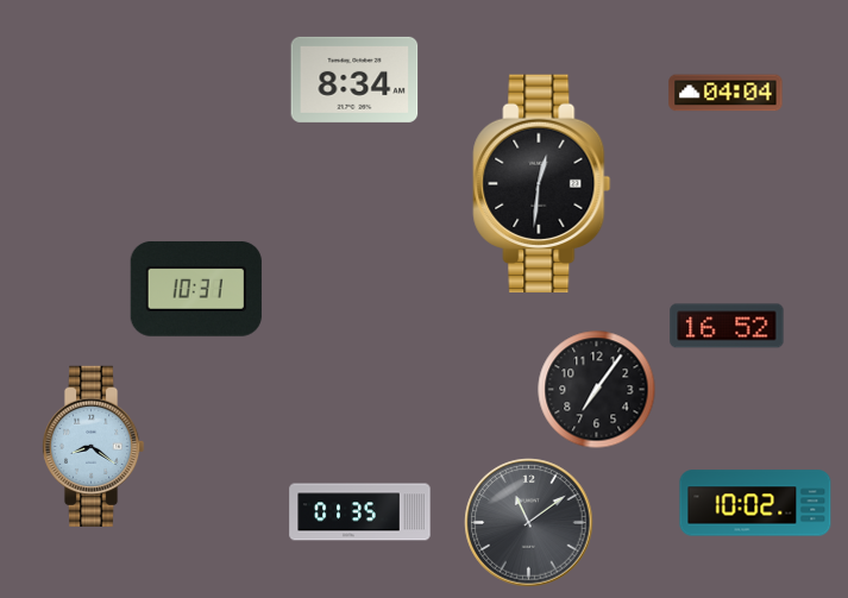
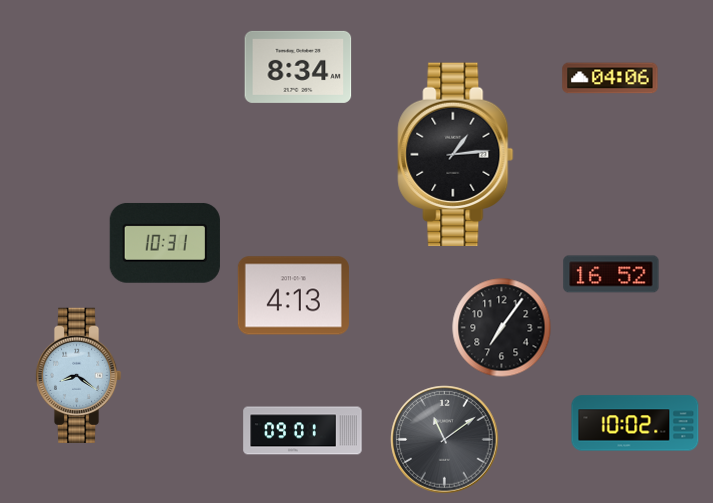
clock at (725, 93): 04:04 -> 04:06
clock at (542, 184): 12:31 -> 1:14
clock at (293, 296): none -> 4:13
clock at (360, 512): 01:35 -> 09:01
